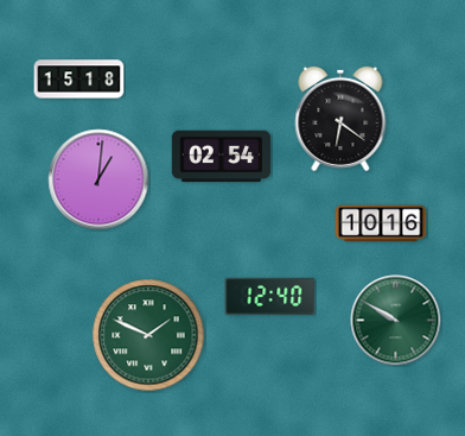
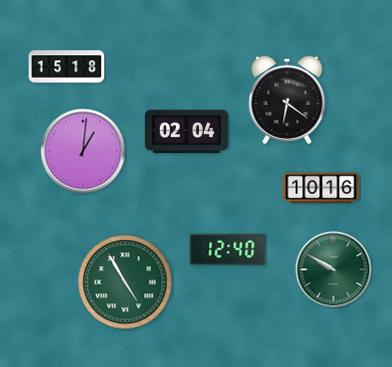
clock at (221, 157): 02:54 -> 02:04
clock at (148, 335): 1:49 -> 4:55
